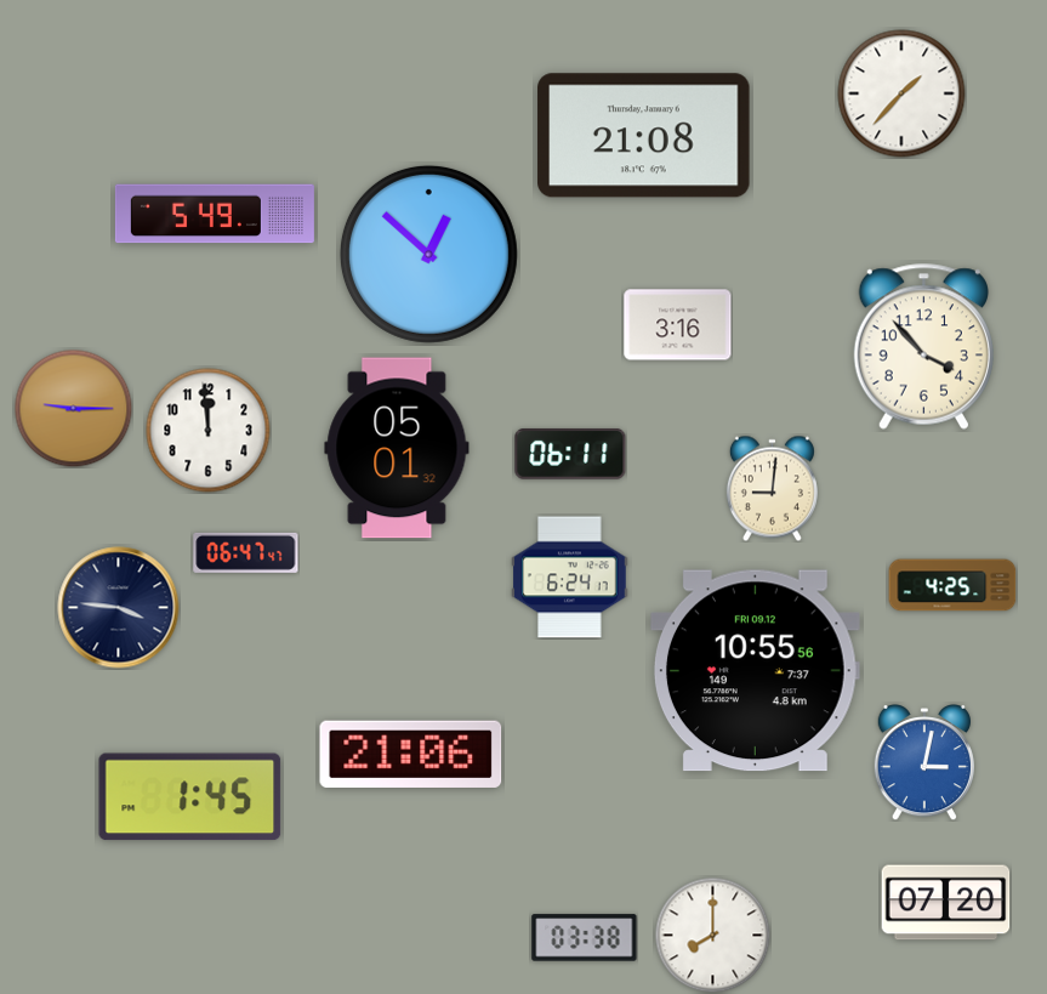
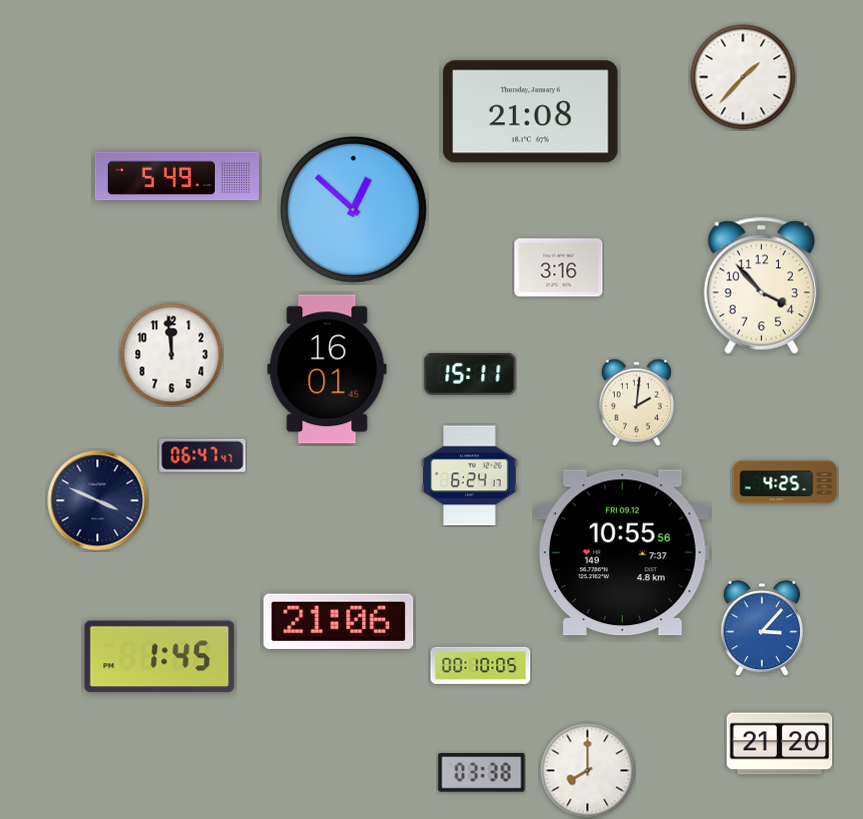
clock at (73, 408): 9:15 -> none
clock at (397, 448): 05:01 -> 16:01
clock at (570, 455): 06:11 -> 15:11
clock at (772, 488): 9:01 -> 2:01
clock at (119, 608): 3:46 -> 3:49
clock at (924, 763): 3:02 -> 3:07
clock at (190, 797) position: (190, 797) -> (160, 657)
clock at (481, 665): none -> 00:10
clock at (946, 903): 07:20 -> 21:20
